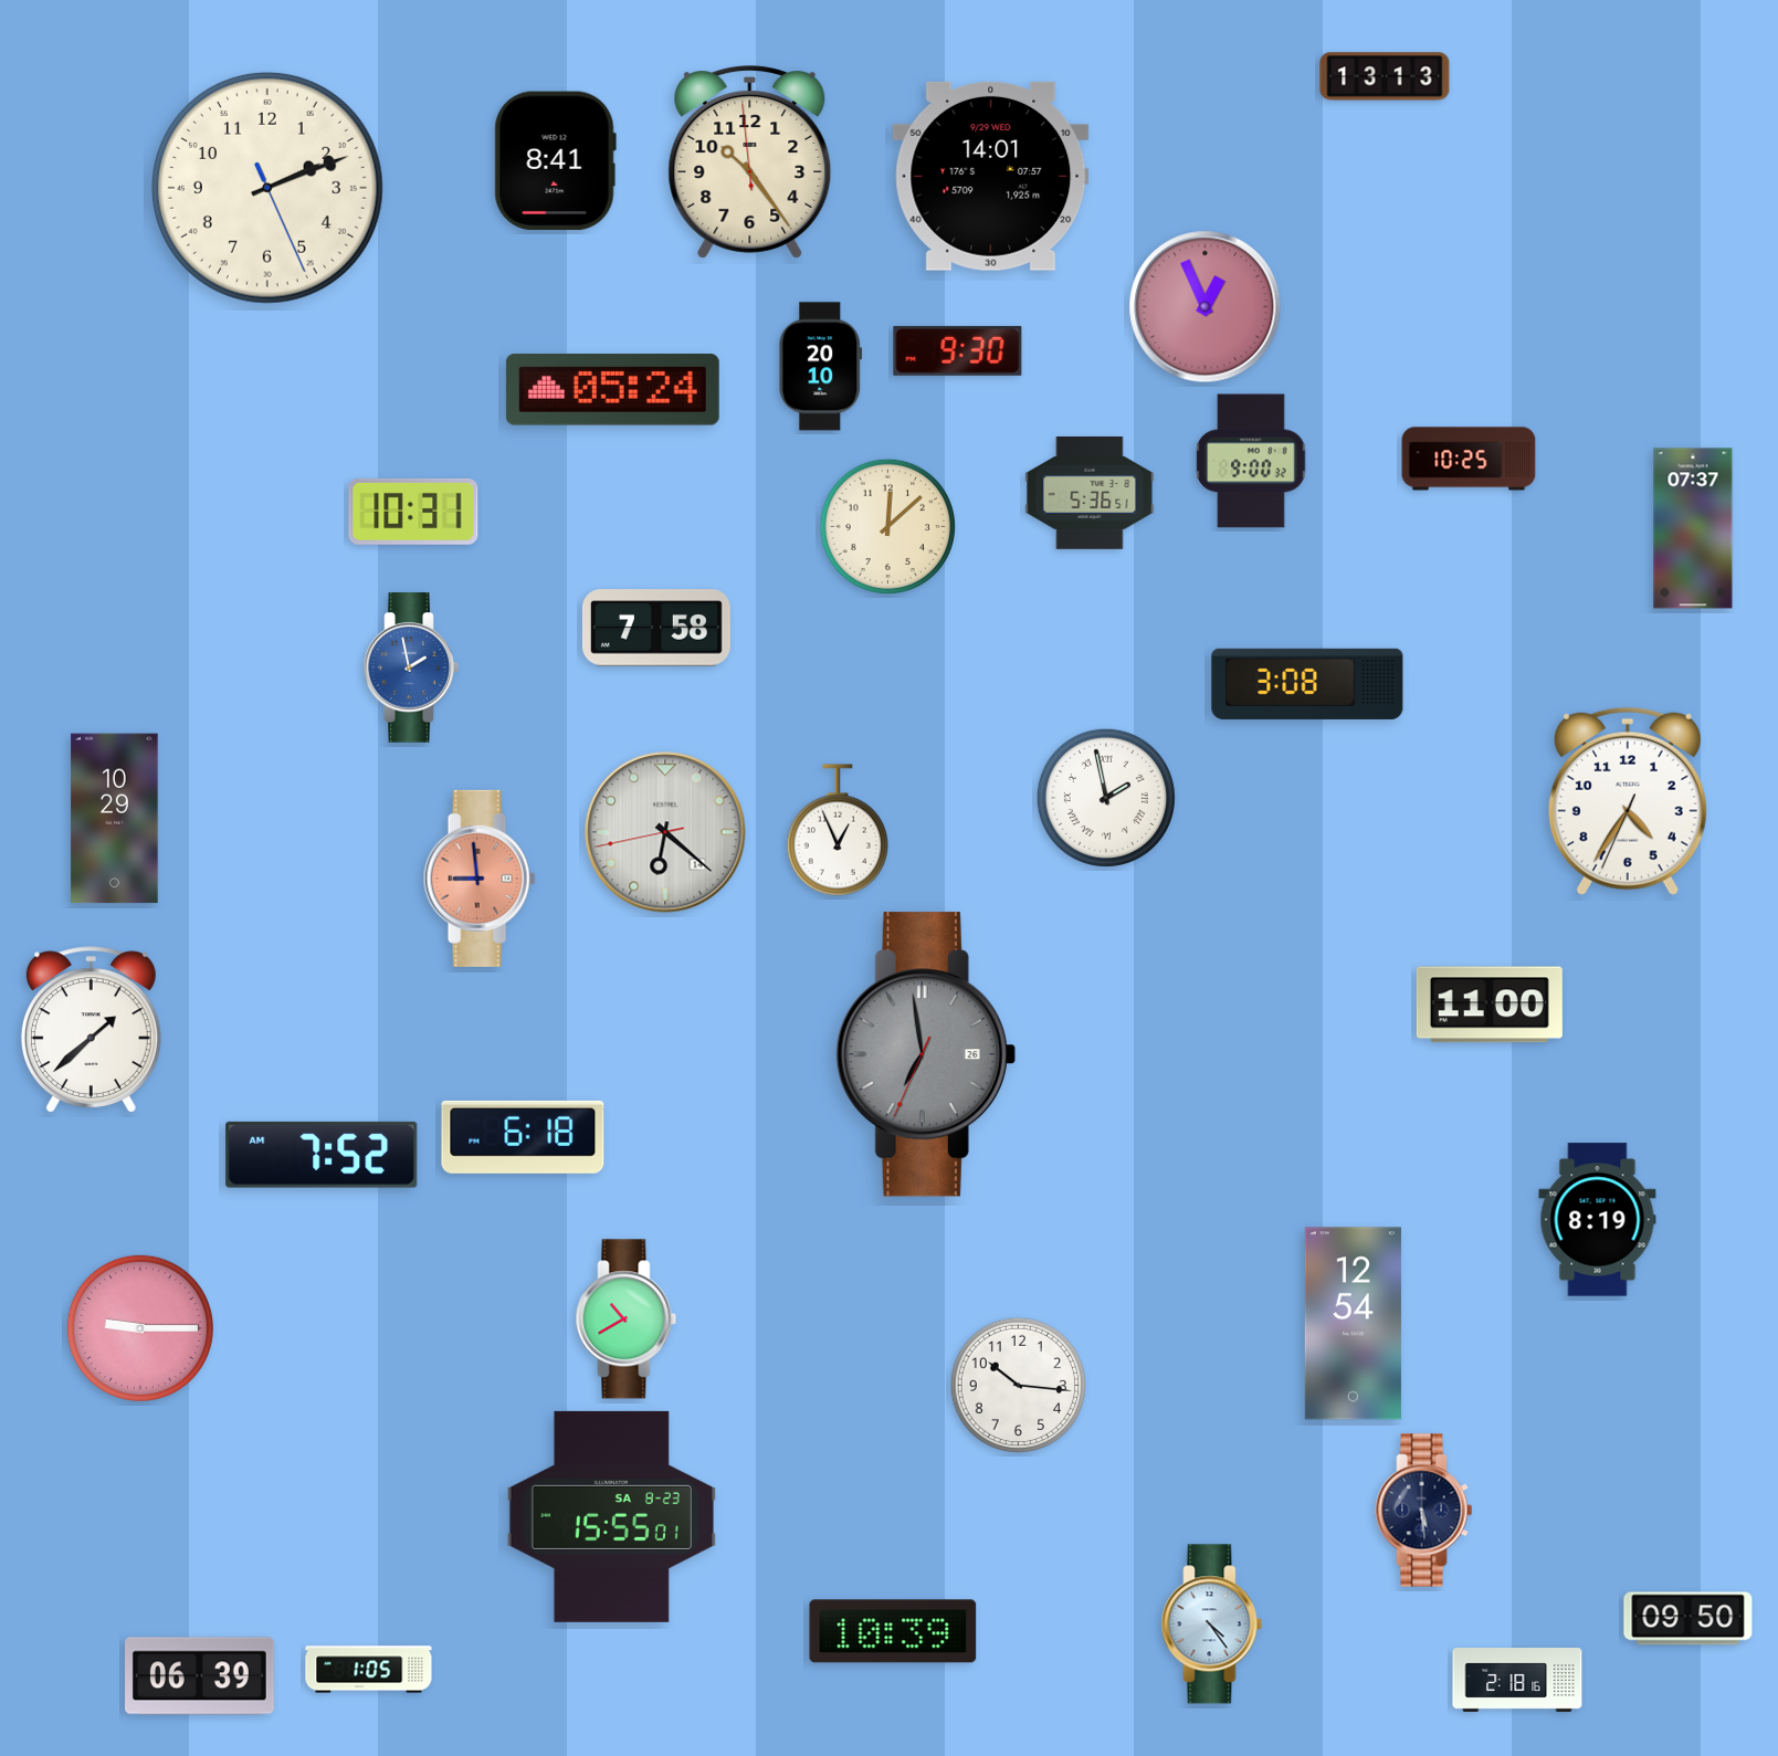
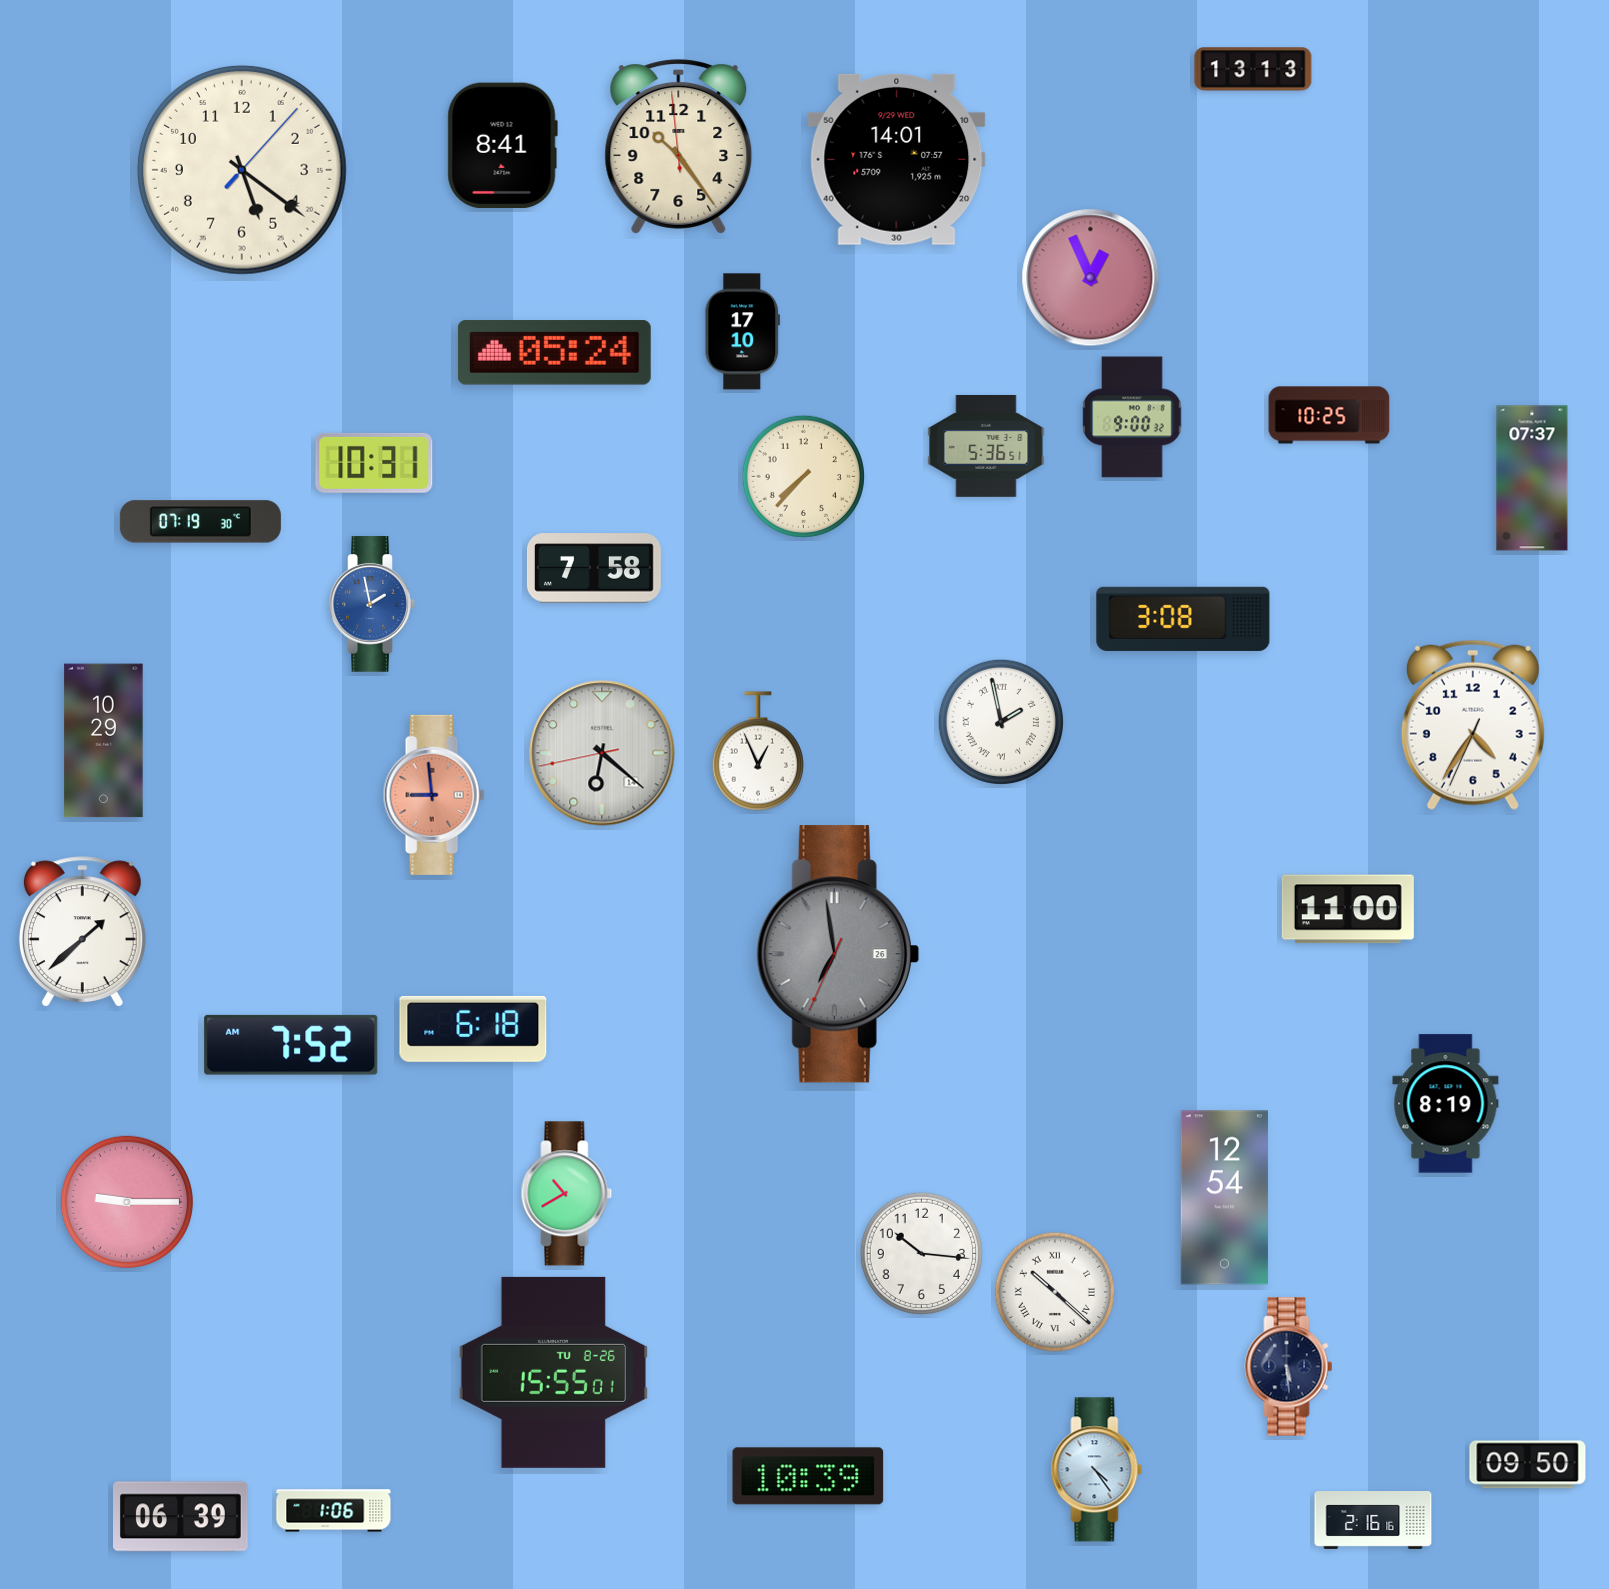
clock at (267, 188): 2:11 -> 5:21
clock at (958, 350): 9:30 -> none
clock at (821, 367): 20:10 -> 17:10
clock at (887, 526): 12:08 -> 7:37
clock at (200, 522): none -> 07:19
clock at (1054, 1291): none -> 10:22
clock at (611, 1516) date: SA 8-23 -> TU 8-26
clock at (369, 1670): 1:05 -> 1:06
clock at (1517, 1681): 2:18 -> 2:16
